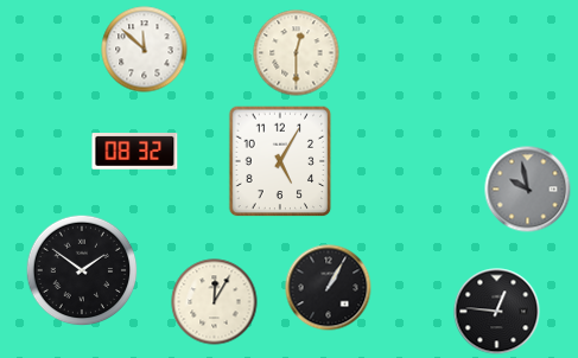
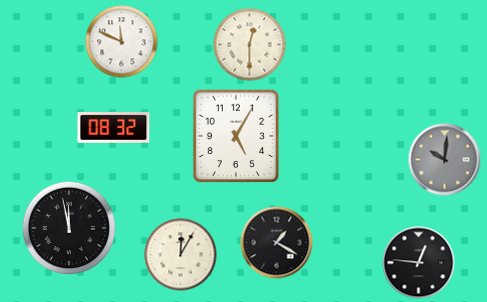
clock at (145, 50): 11:52 -> 11:49
clock at (528, 190): 9:58 -> 10:01
clock at (82, 270): 1:51 -> 11:58
clock at (329, 288): 1:05 -> 1:20
